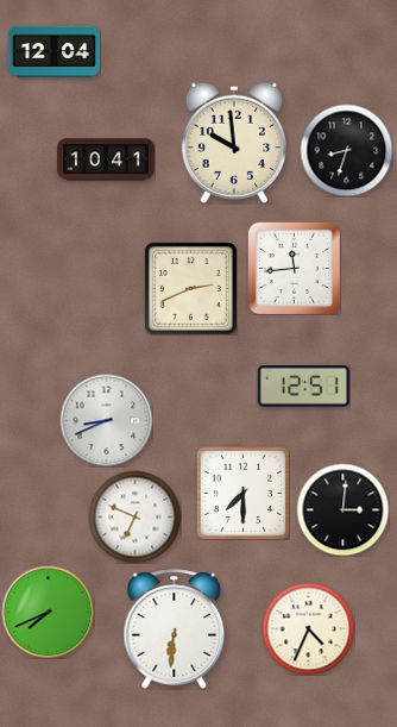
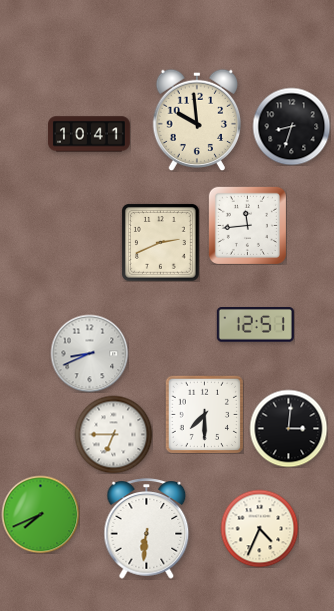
clock at (53, 52): 12:04 -> none
clock at (134, 516): 6:49 -> 6:45
